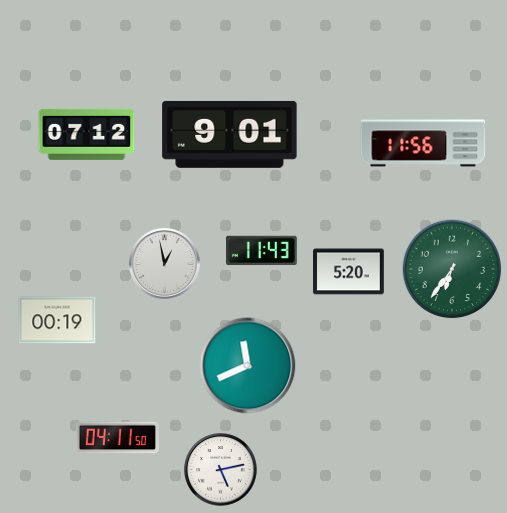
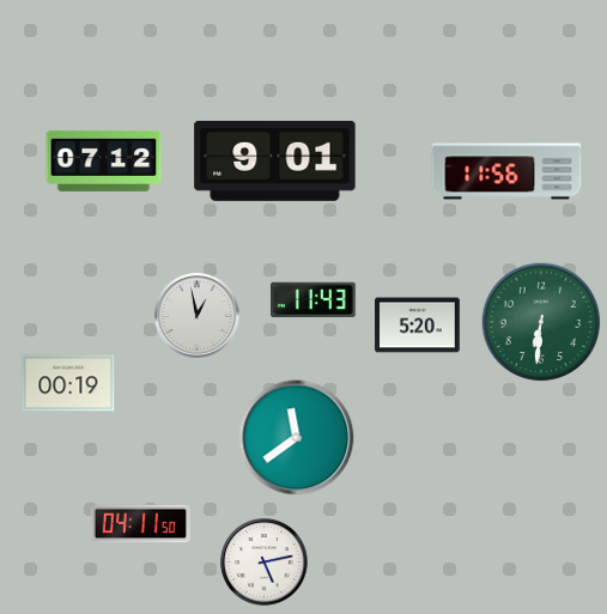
clock at (452, 269): 6:36 -> 6:31
clock at (248, 366): 11:41 -> 11:39
